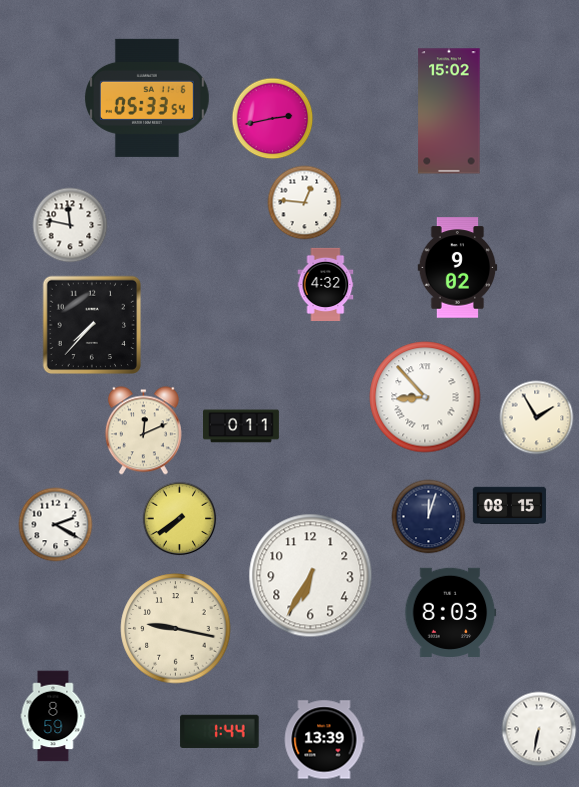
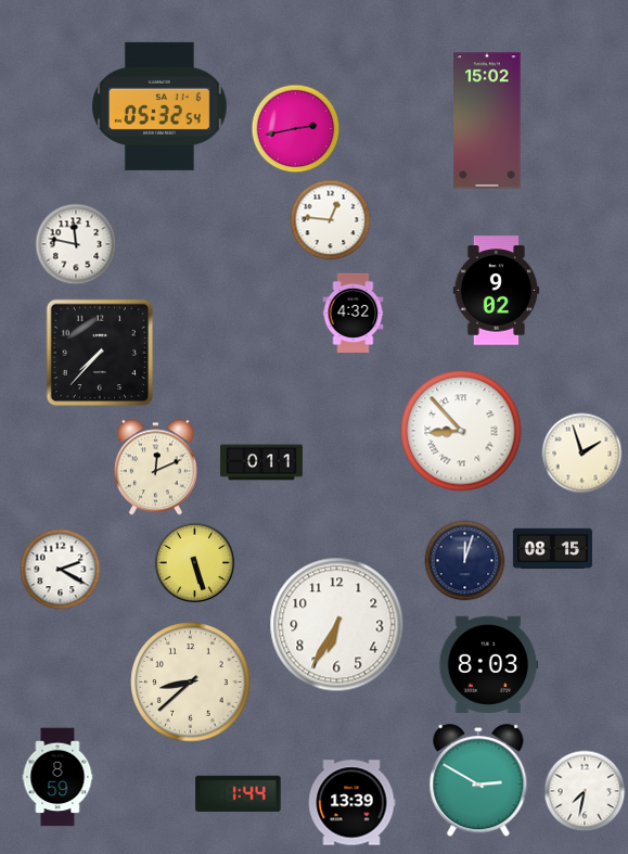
clock at (147, 98): 05:33 -> 05:32
clock at (326, 284) position: (326, 284) -> (354, 313)
clock at (537, 418): 1:55 -> 1:57
clock at (180, 519): 7:39 -> 5:27
clock at (176, 629): 9:17 -> 8:38
clock at (478, 781): none -> 2:50
clock at (539, 729): 6:32 -> 7:32
